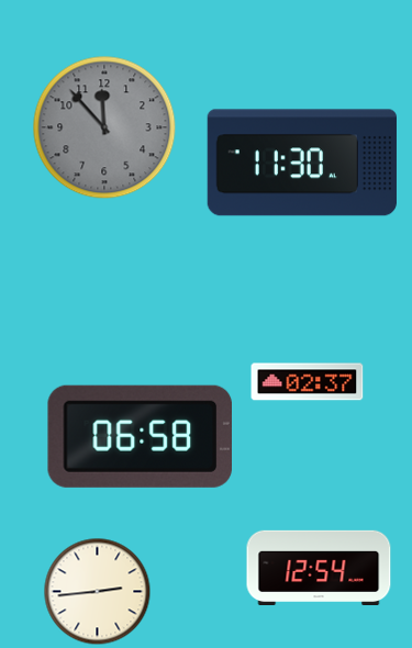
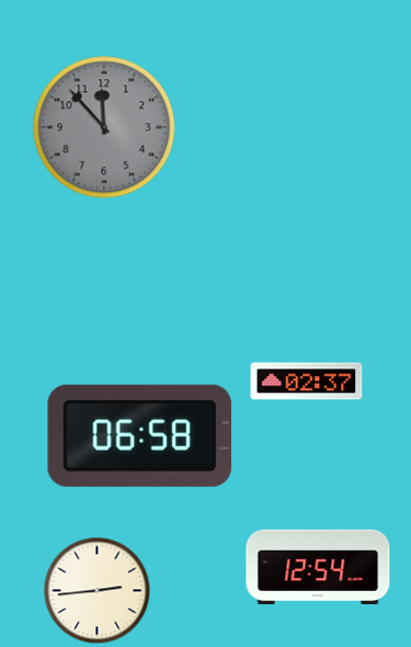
clock at (302, 163): 11:30 -> none
